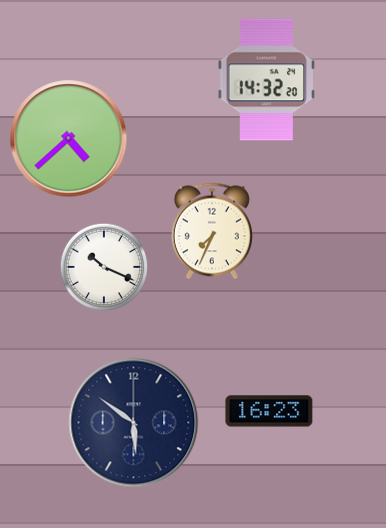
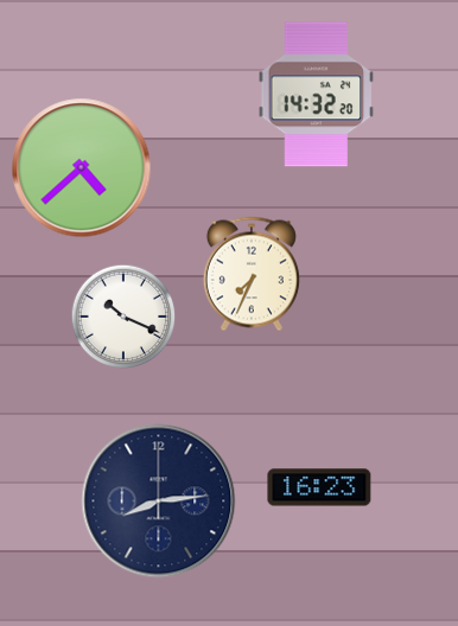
clock at (69, 139) position: (69, 139) -> (82, 168)
clock at (134, 423): 5:51 -> 8:14
